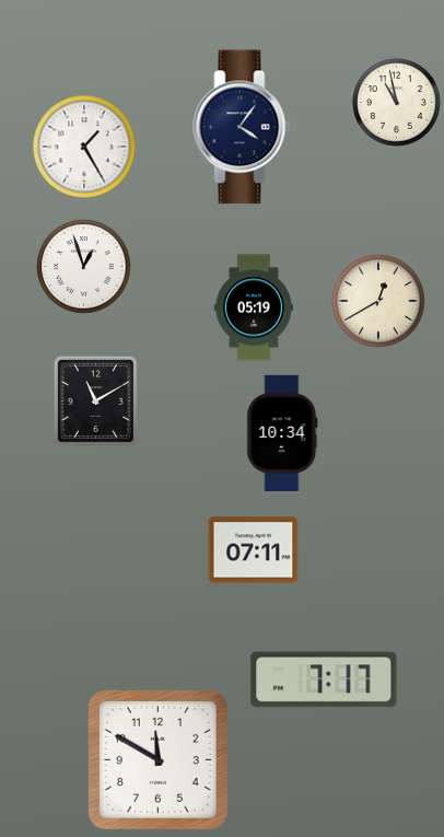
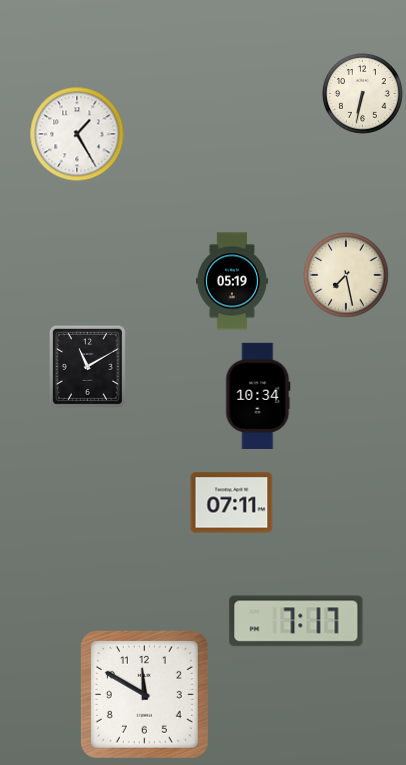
clock at (397, 103): 10:58 -> 6:32
clock at (242, 127): 4:06 -> none
clock at (84, 267): 12:57 -> none
clock at (378, 301): 12:40 -> 7:28
